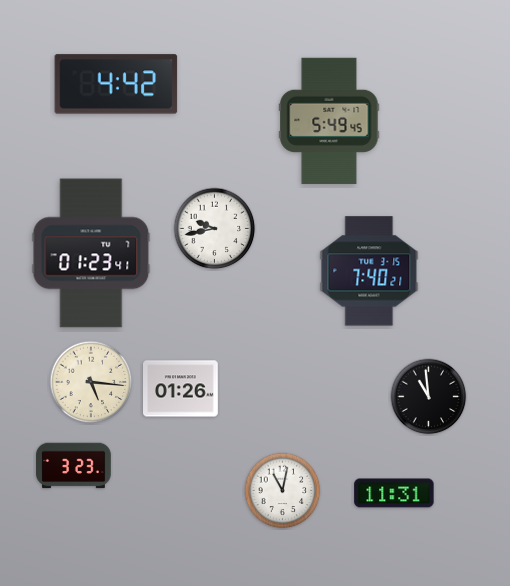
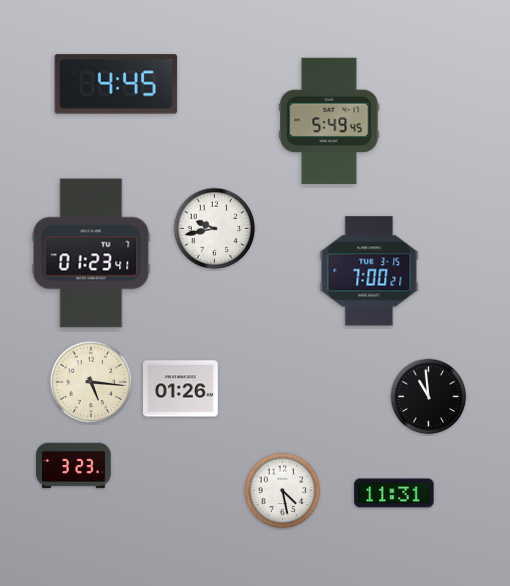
clock at (116, 84): 4:42 -> 4:45
clock at (369, 271): 7:40 -> 7:00
clock at (283, 491): 11:02 -> 4:28
